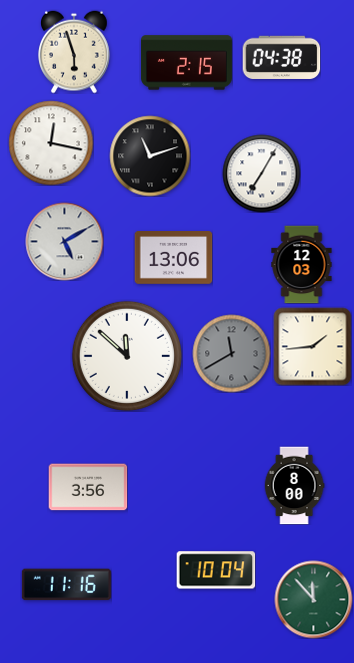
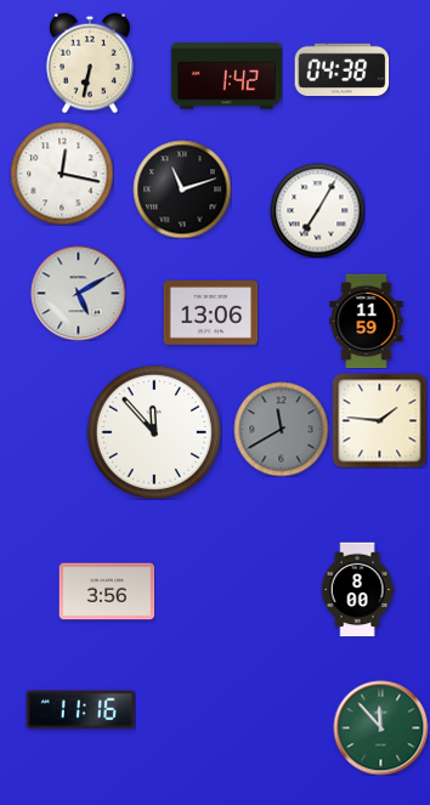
clock at (75, 52): 5:57 -> 6:32
clock at (186, 63): 2:15 -> 1:42
clock at (302, 264): 12:03 -> 11:59
clock at (312, 346): 1:44 -> 1:46
clock at (127, 356): 11:52 -> 11:53
clock at (216, 570): 10:04 -> none
